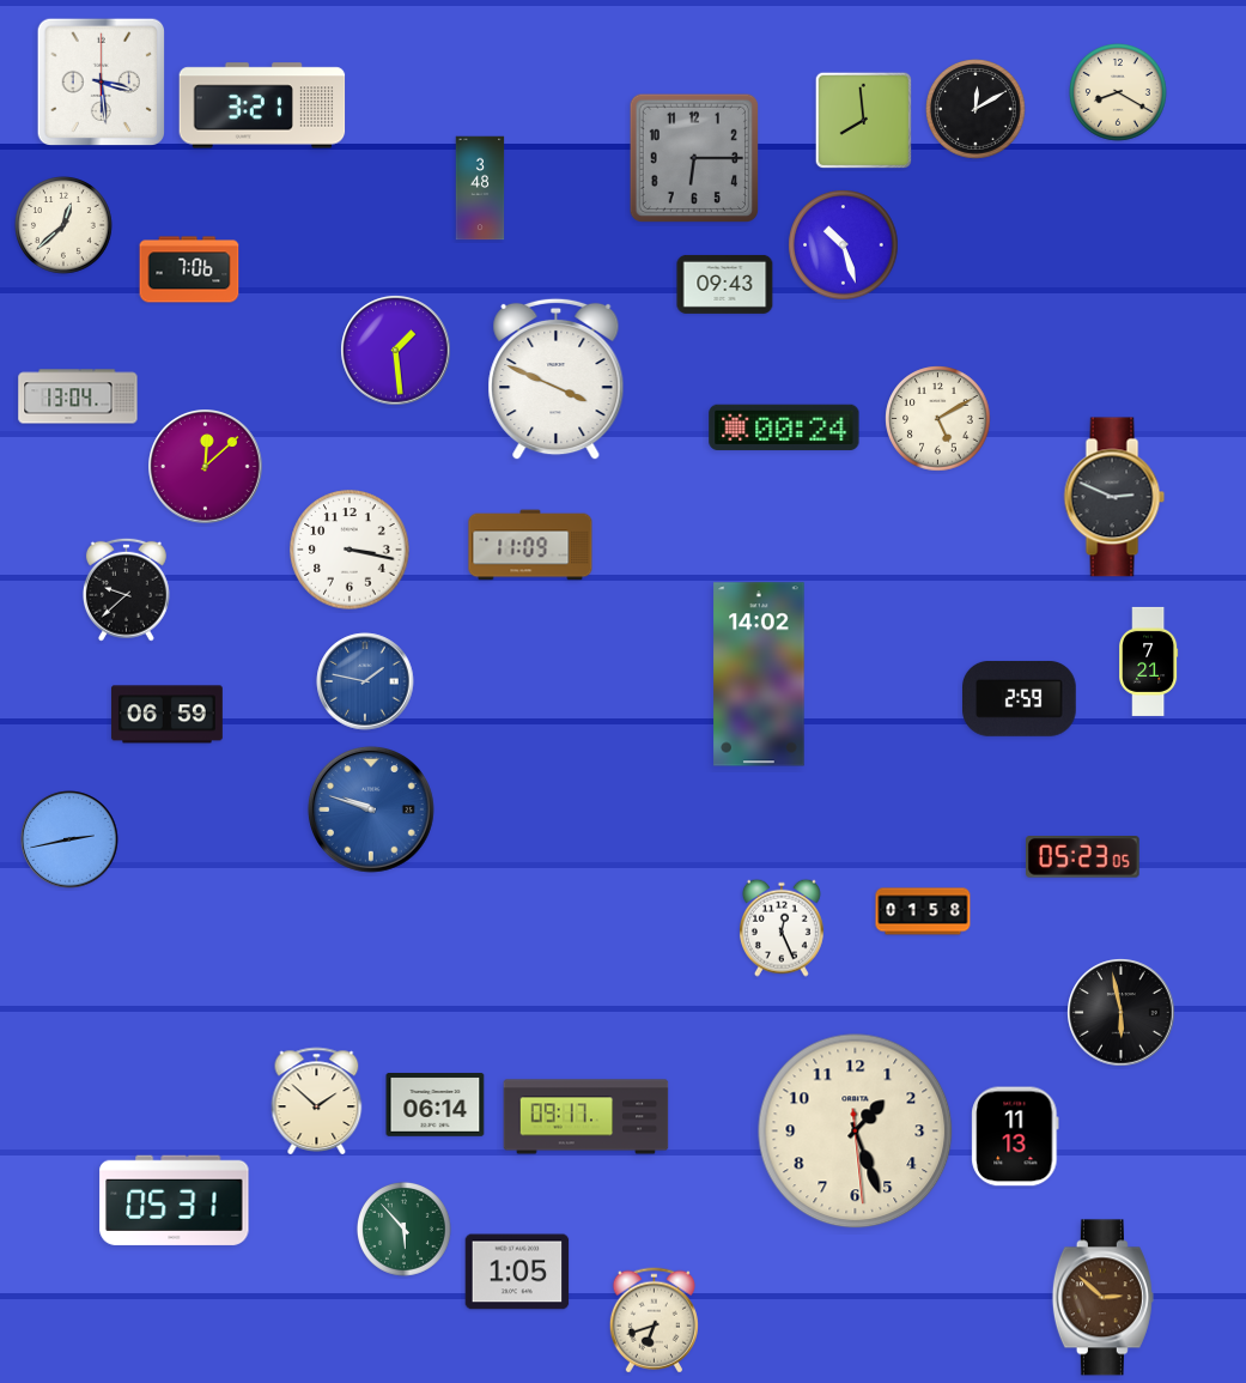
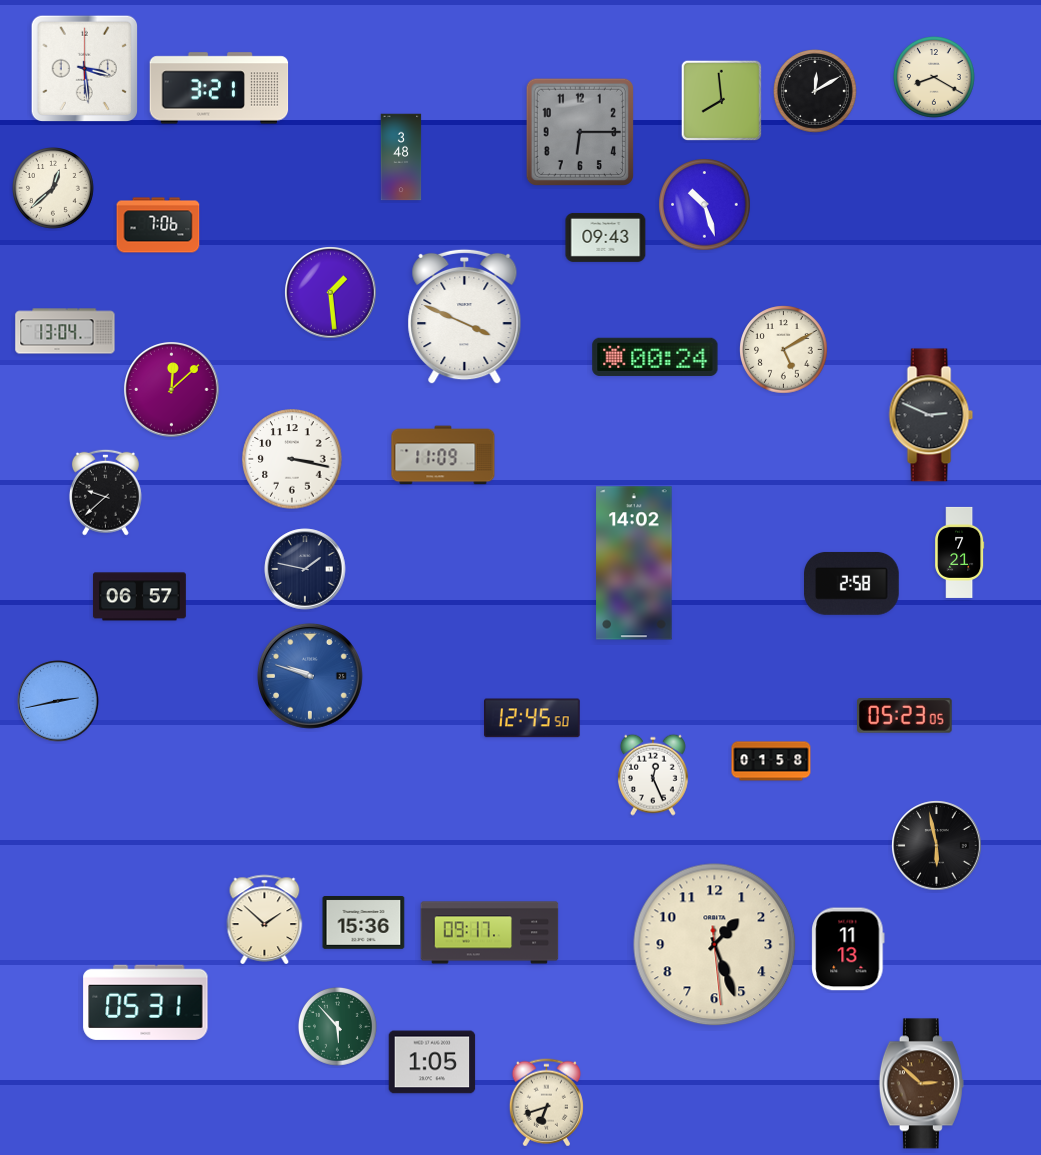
clock at (365, 681) dial: blue -> navy
clock at (1020, 698): 2:59 -> 2:58
clock at (166, 715): 06:59 -> 06:57
clock at (532, 718): none -> 12:45
clock at (436, 1105): 06:14 -> 15:36
